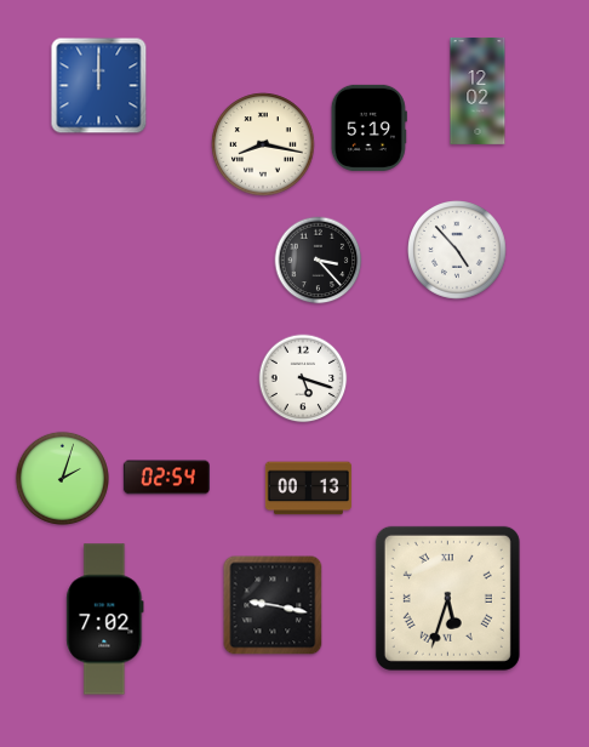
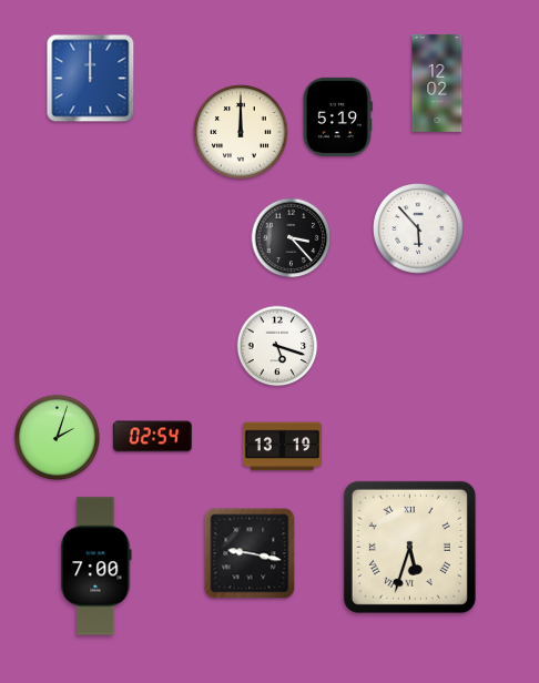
clock at (263, 144): 8:17 -> 12:00
clock at (458, 251): 4:53 -> 5:53
clock at (308, 489): 00:13 -> 13:19
clock at (105, 620): 7:02 -> 7:00
